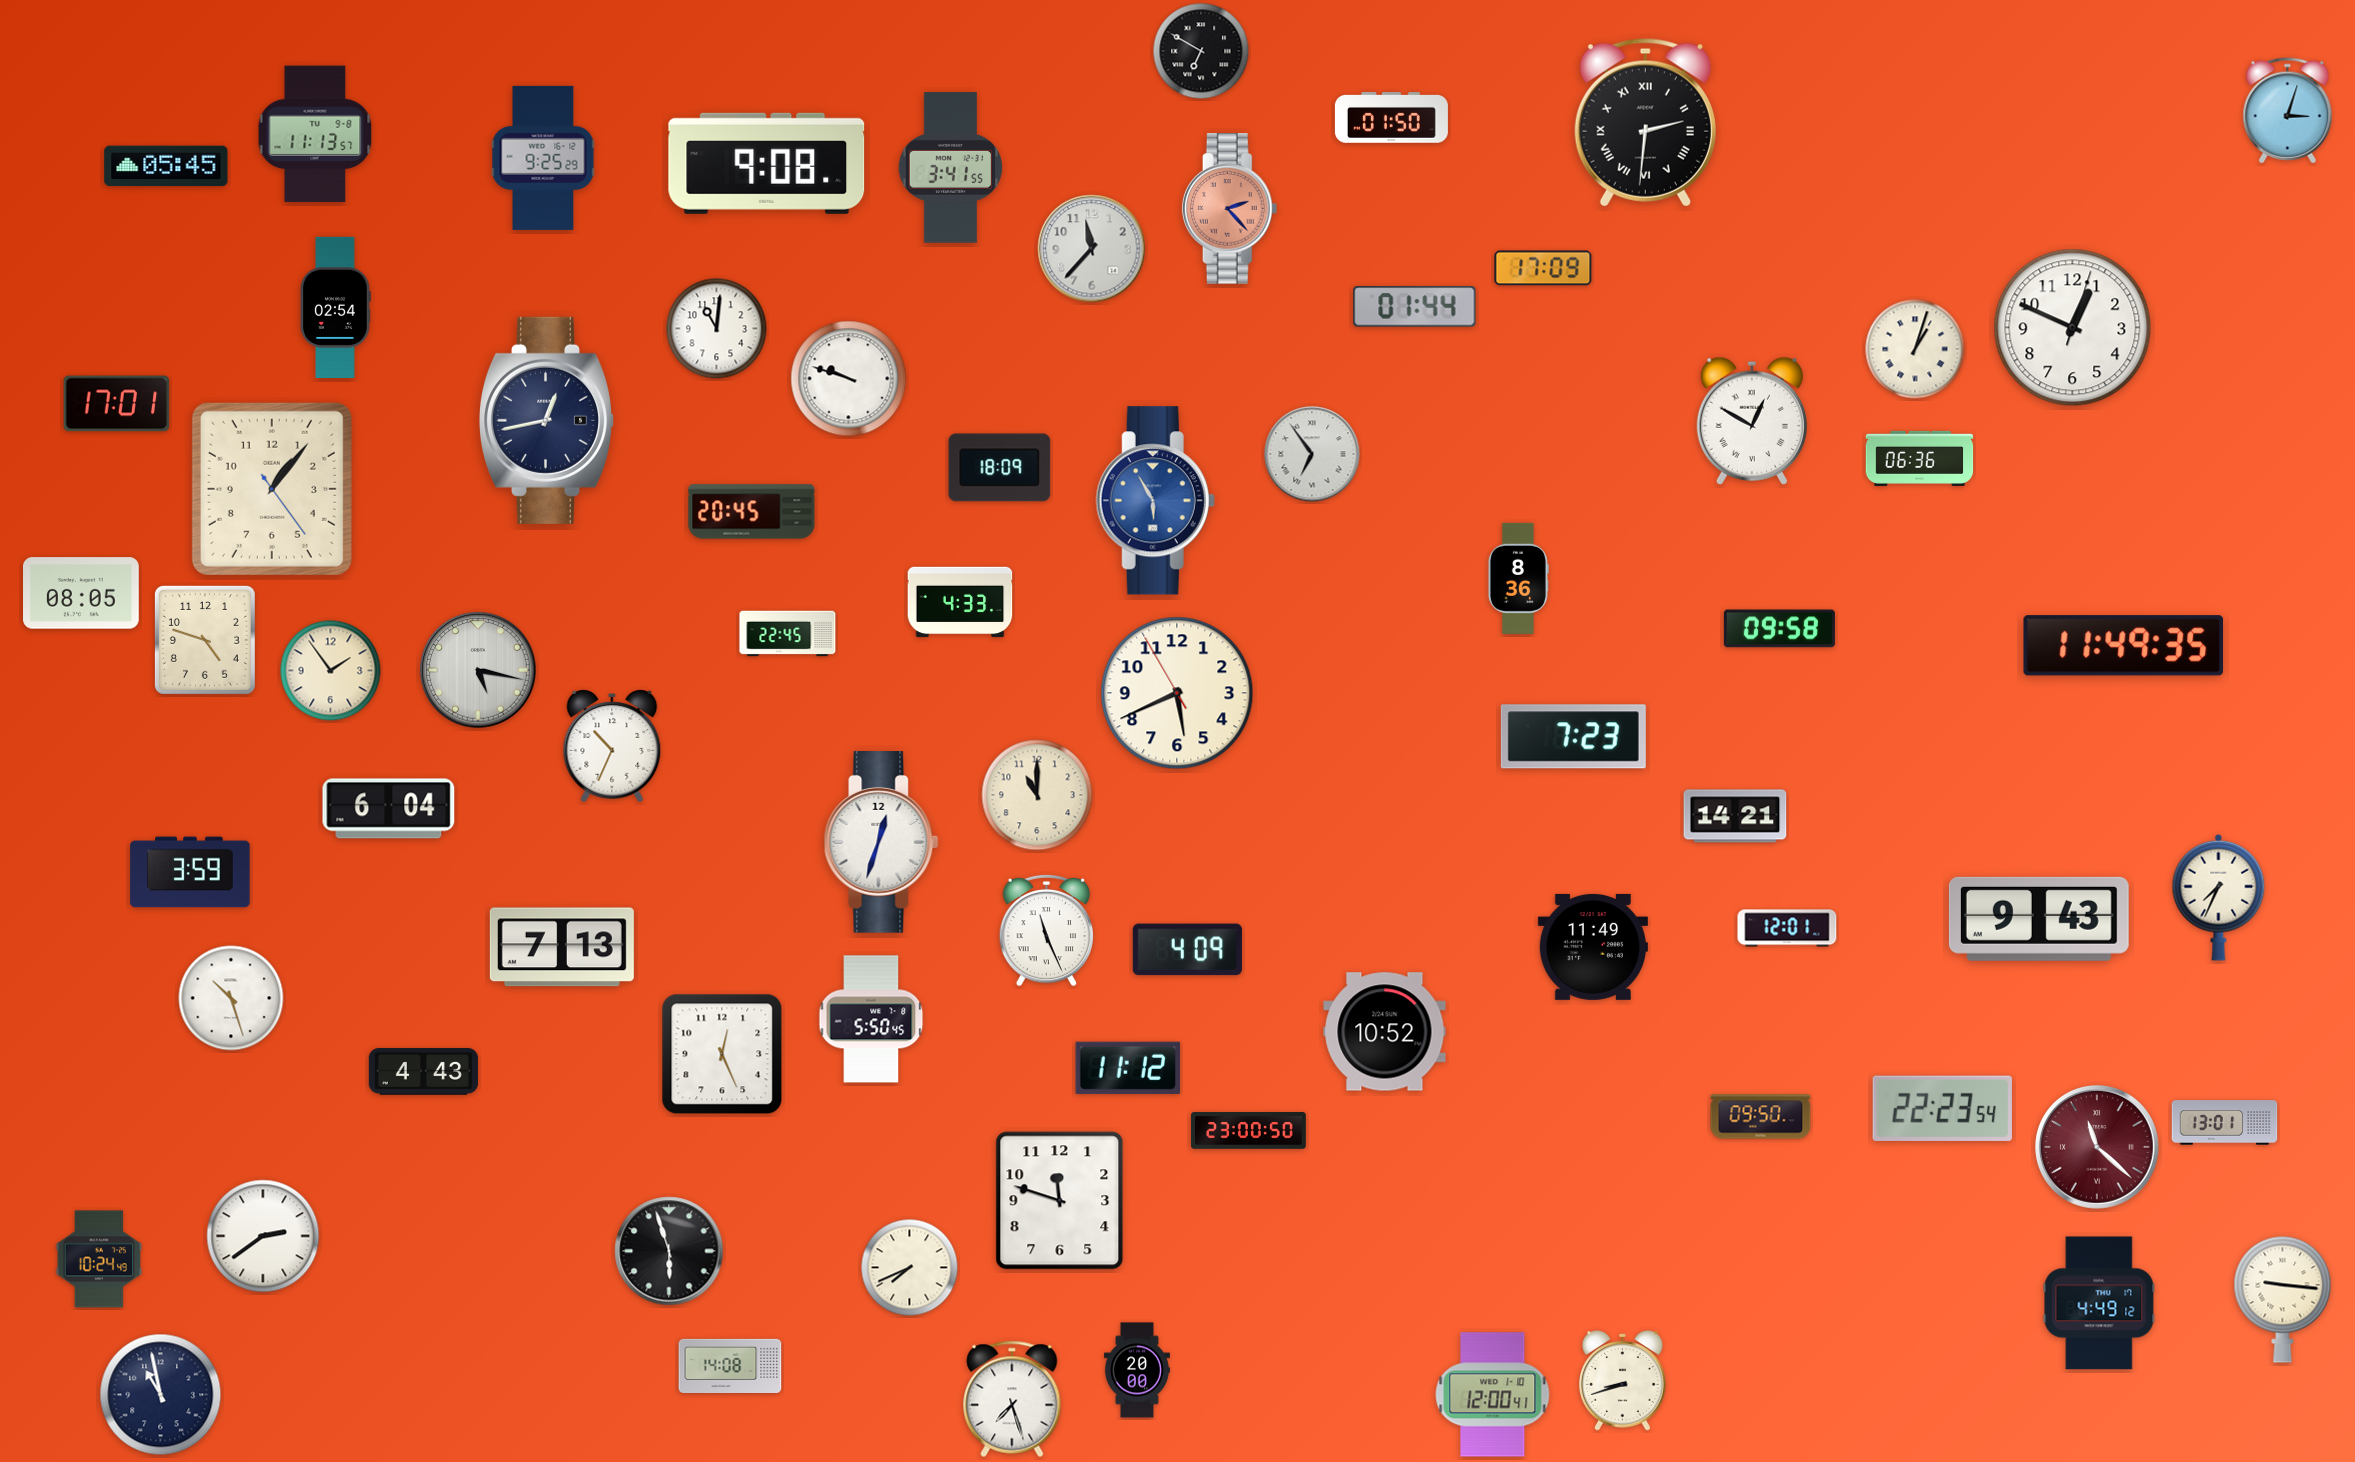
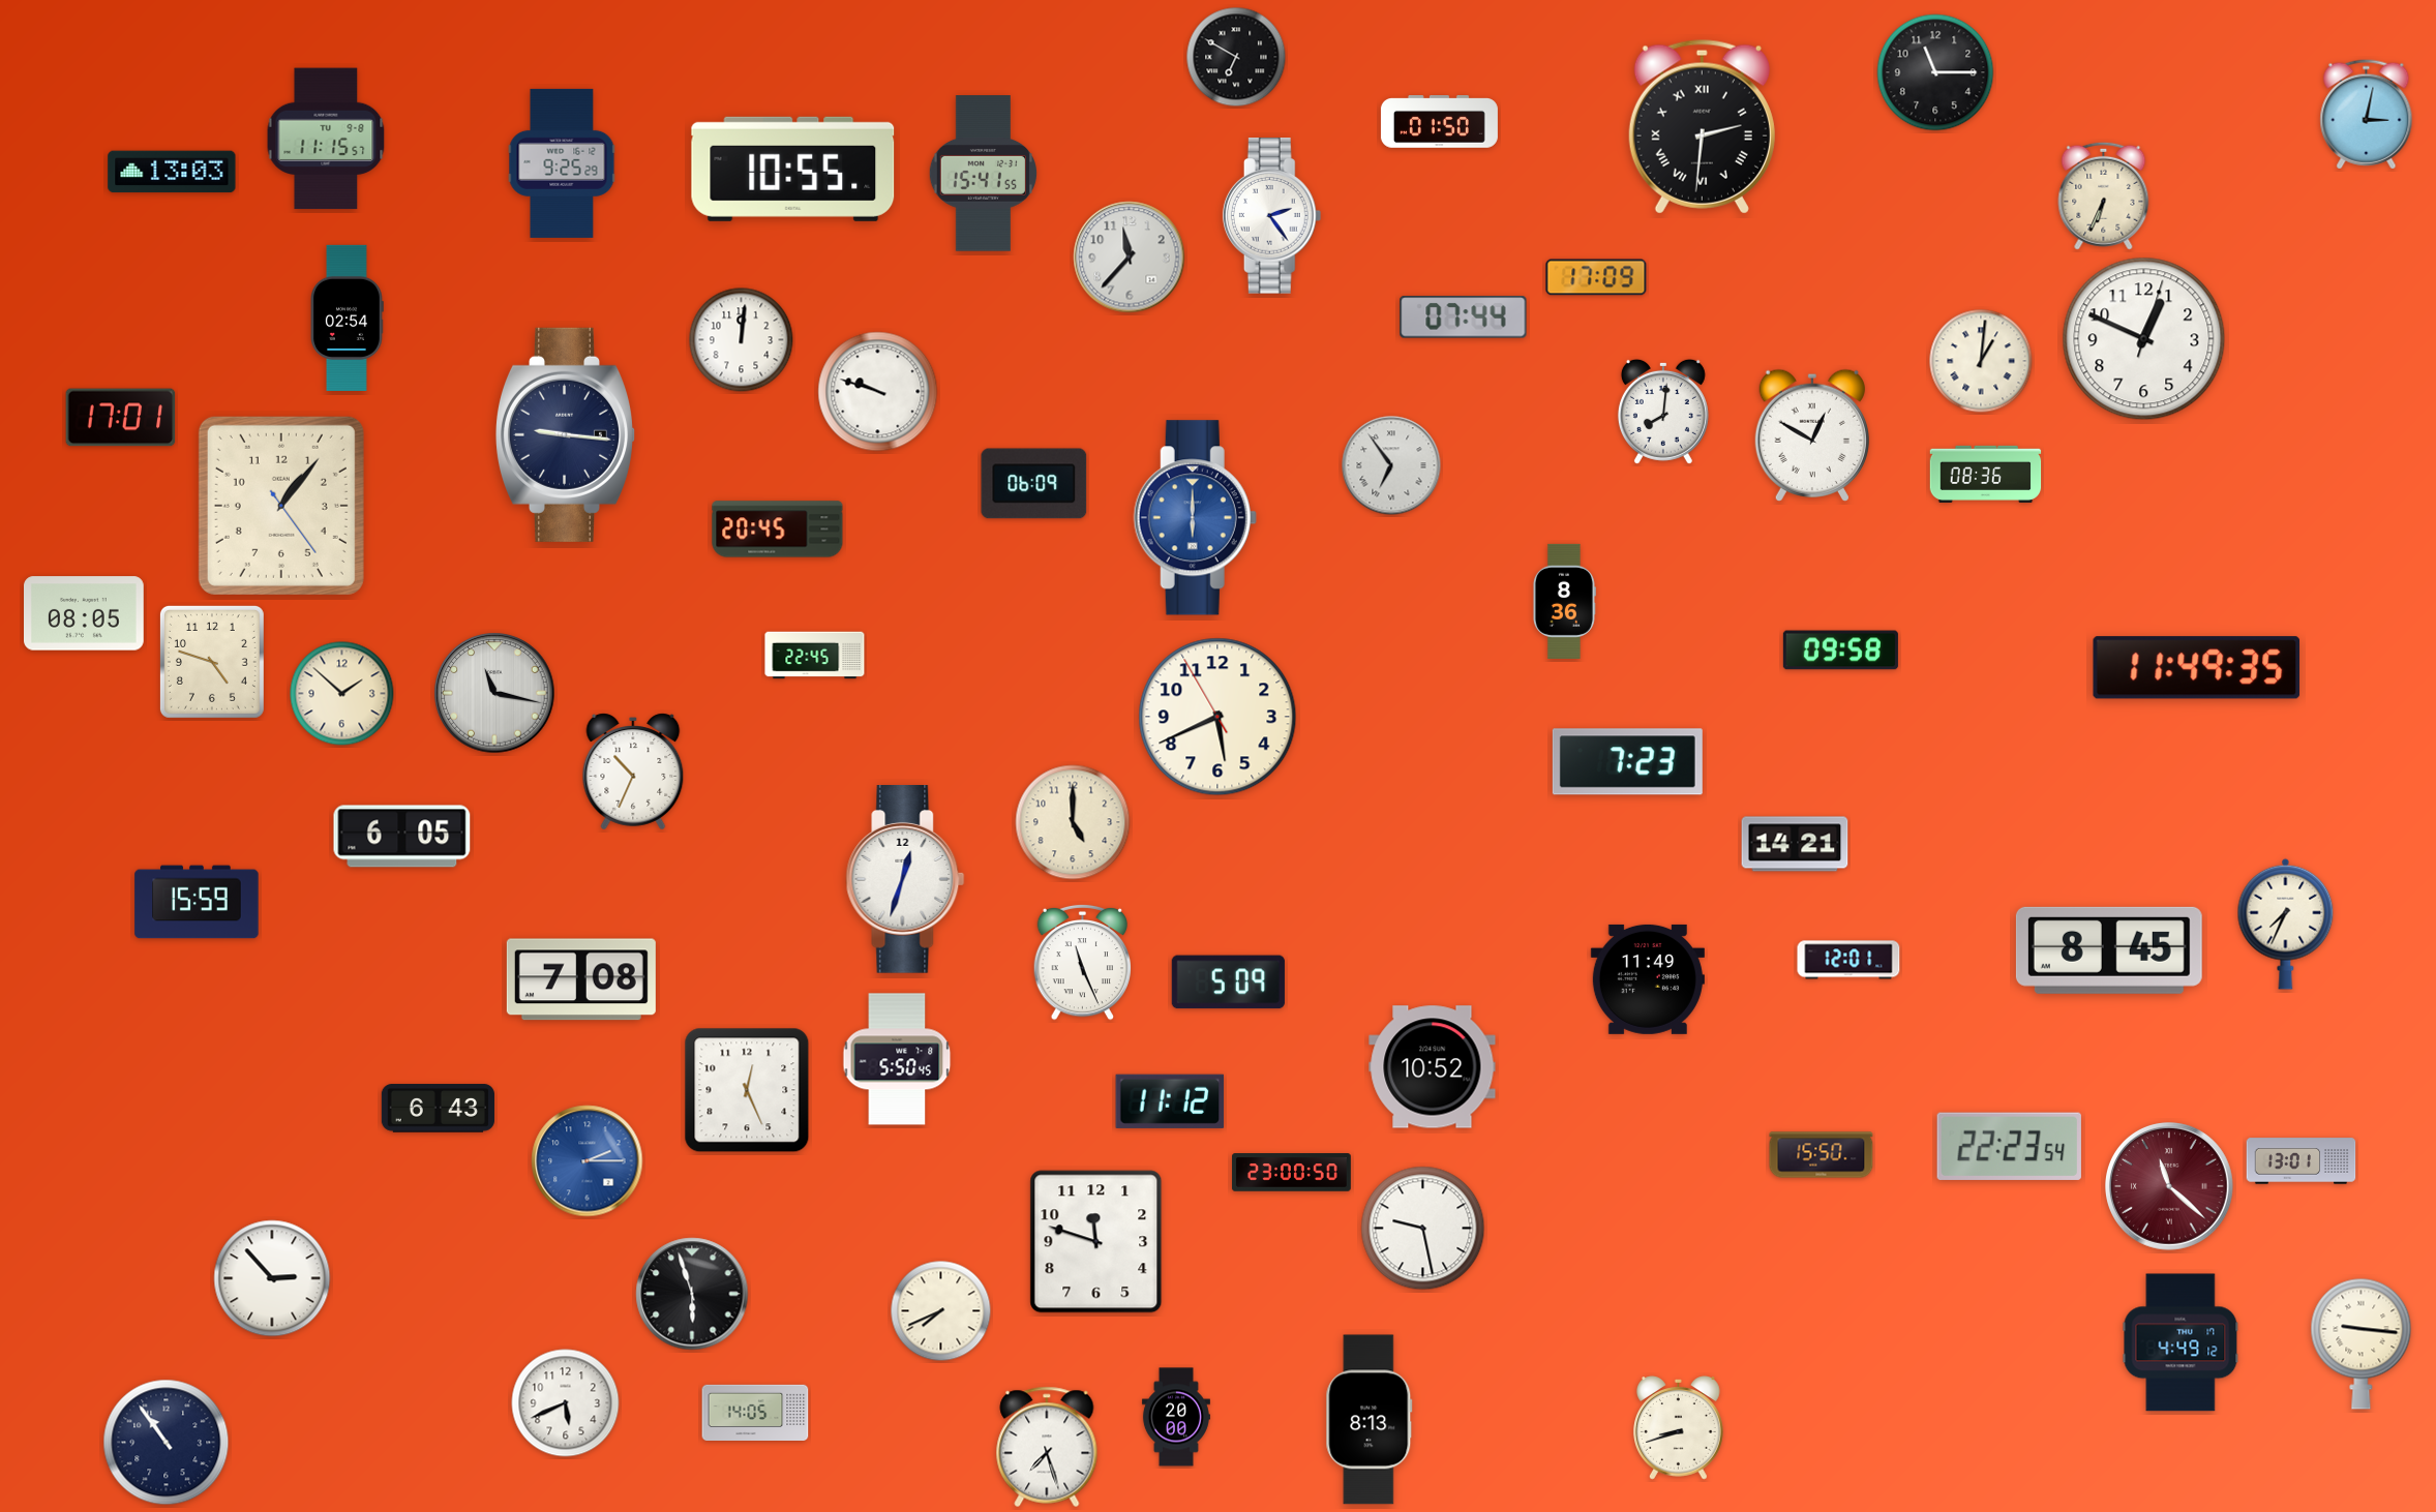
clock at (1201, 51) position: (1201, 51) -> (1236, 57)
clock at (1935, 72): none -> 11:15
clock at (2288, 111): 3:03 -> 3:02
clock at (315, 134): 11:13 -> 11:15
clock at (767, 163): 9:08 -> 10:55
clock at (166, 166): 05:45 -> 13:03
clock at (950, 168): 3:41 -> 15:41
clock at (2104, 195): none -> 6:34
clock at (1230, 209): 2:23 -> 2:24
clock at (1230, 209) dial: salmon -> white
clock at (1415, 307): 01:44 -> 07:44
clock at (717, 329): 11:01 -> 12:01
clock at (1915, 349): 1:03 -> 1:01
clock at (1663, 412): none -> 8:01
clock at (546, 420): 12:43 -> 9:16
clock at (1312, 454) position: (1312, 454) -> (1391, 465)
clock at (1920, 458): 06:36 -> 08:36
clock at (1000, 468): 18:09 -> 06:09
clock at (1155, 501): 5:55 -> 6:00
clock at (1518, 578) position: (1518, 578) -> (1564, 601)
clock at (960, 602): 4:33 -> none
clock at (478, 670): 5:17 -> 11:17
clock at (331, 671): 1:54 -> 1:52
clock at (1037, 795): 11:00 -> 5:00
clock at (389, 809): 6:04 -> 6:05
clock at (881, 843) position: (881, 843) -> (905, 880)
clock at (190, 872): 3:59 -> 15:59
clock at (2219, 897) position: (2219, 897) -> (2286, 924)
clock at (2039, 919): 9:43 -> 8:45
clock at (562, 947): 7:13 -> 7:08
clock at (1187, 950): 4:09 -> 5:09
clock at (231, 998): 10:27 -> none
clock at (871, 1019) position: (871, 1019) -> (897, 1059)
clock at (1128, 1068) position: (1128, 1068) -> (1170, 1101)
clock at (423, 1072): 4:43 -> 6:43
clock at (1761, 1117): 09:50 -> 15:50
clock at (588, 1161): none -> 2:15
clock at (1249, 1131) position: (1249, 1131) -> (1292, 1173)
clock at (1423, 1229): none -> 9:28
clock at (263, 1236): 2:39 -> 2:53
clock at (99, 1259): 10:24 -> none
clock at (2099, 1303) position: (2099, 1303) -> (2181, 1342)
clock at (566, 1403): none -> 5:41
clock at (730, 1365): 14:08 -> 14:05
clock at (1370, 1420): none -> 8:13
clock at (161, 1395): 10:58 -> 10:54
clock at (1493, 1395): 12:00 -> none
